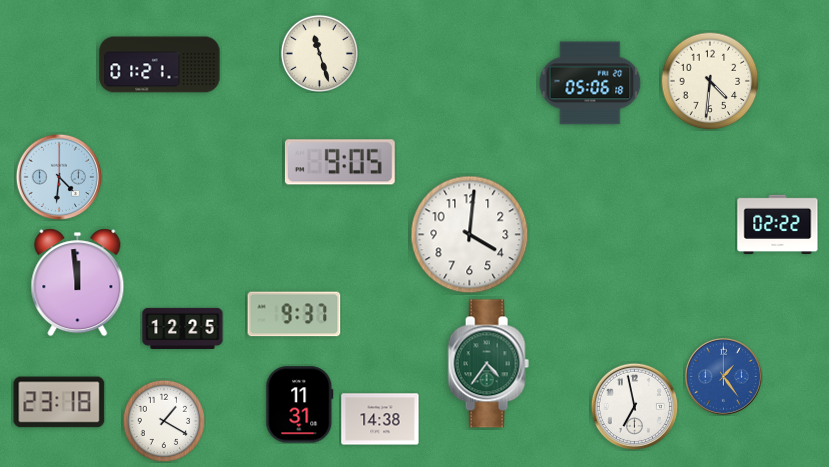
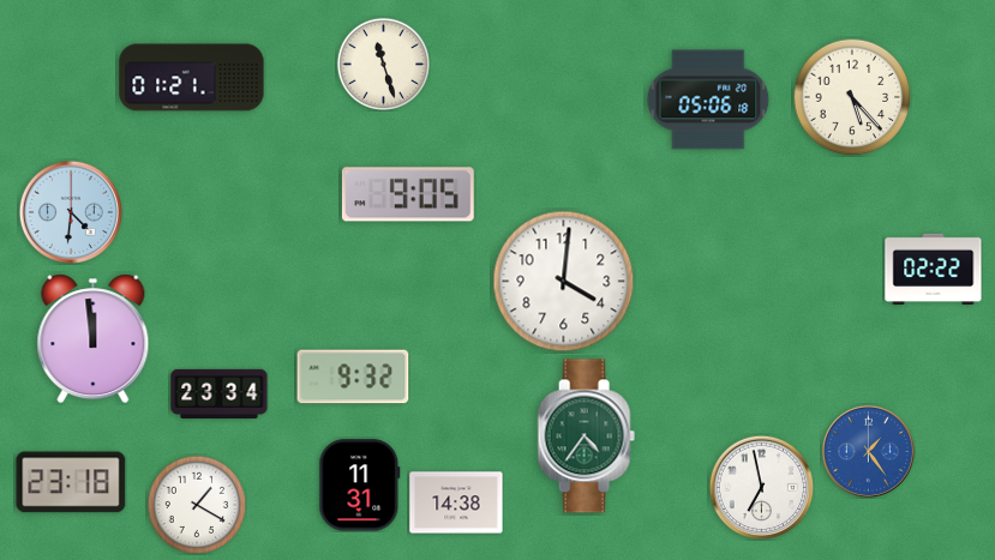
clock at (710, 81): 4:31 -> 5:23
clock at (294, 314): 9:37 -> 9:32
clock at (183, 328): 12:25 -> 23:34
